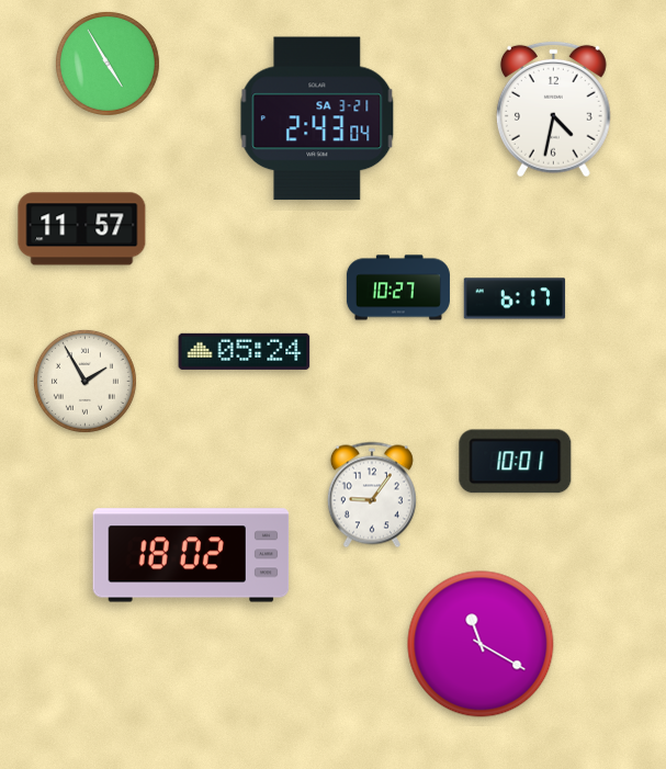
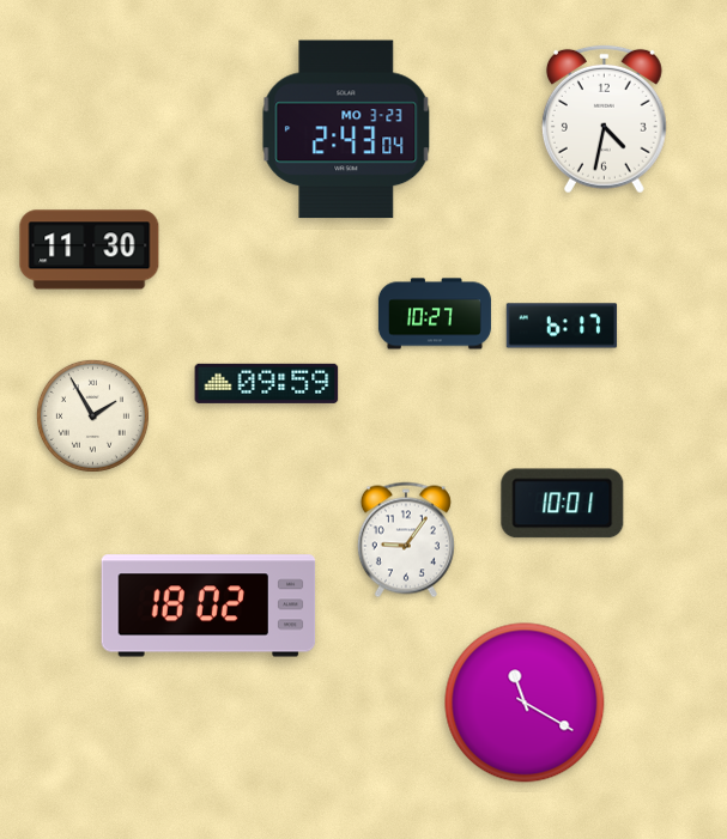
clock at (108, 64): 4:55 -> none
clock at (317, 118) date: SA 3-21 -> MO 3-23
clock at (82, 229): 11:57 -> 11:30
clock at (245, 351): 05:24 -> 09:59
